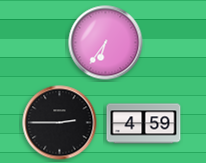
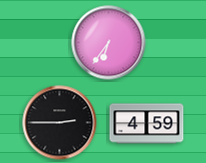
clock at (106, 43) position: (106, 43) -> (109, 43)
clock at (144, 124) position: (144, 124) -> (147, 124)
